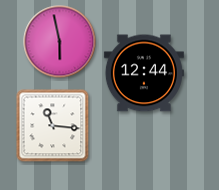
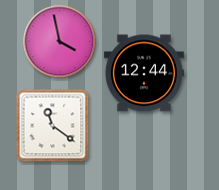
clock at (60, 42): 5:58 -> 3:58
clock at (53, 126): 11:16 -> 11:21
